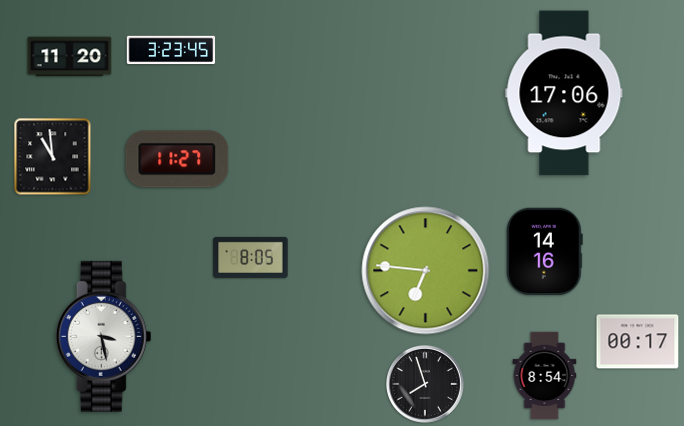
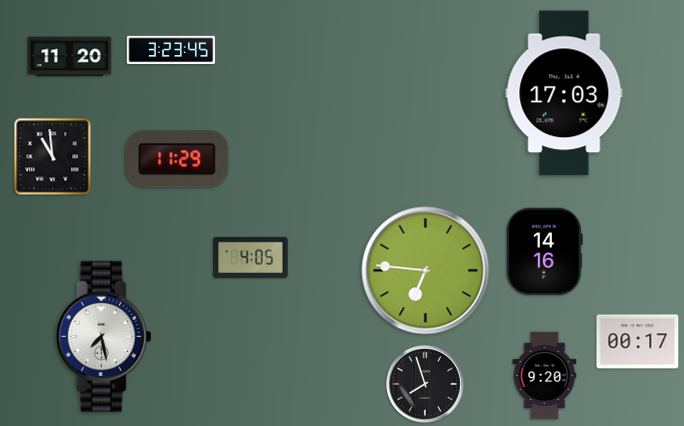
clock at (564, 93): 17:06 -> 17:03
clock at (177, 159): 11:27 -> 11:29
clock at (251, 257): 8:05 -> 4:05
clock at (104, 336): 3:28 -> 7:28
clock at (545, 376): 8:54 -> 9:20
